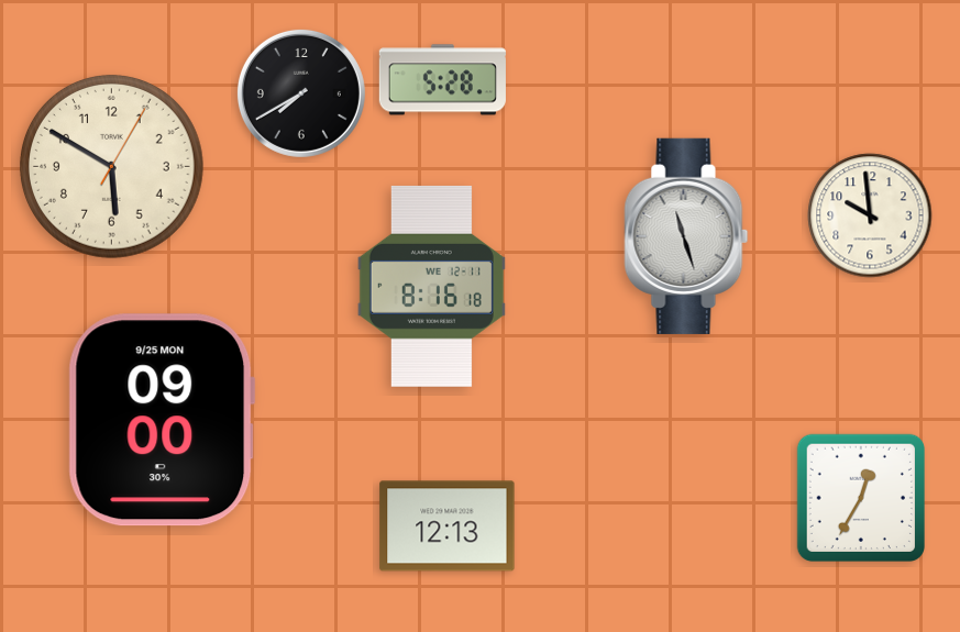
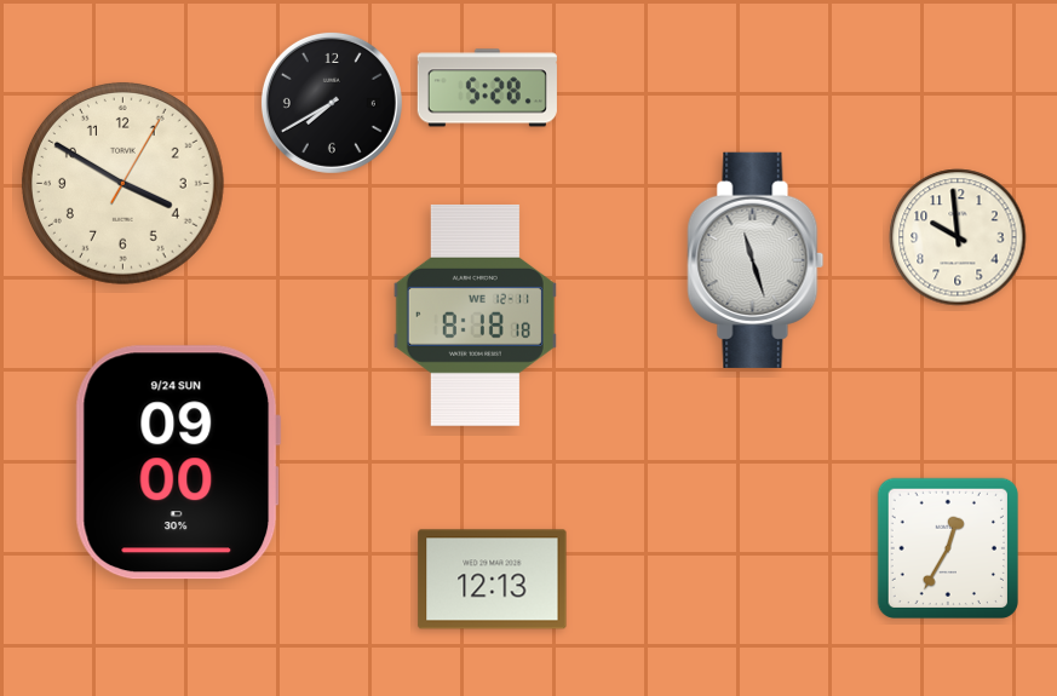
clock at (111, 166): 5:50 -> 3:50
clock at (431, 286): 8:16 -> 8:18
clock at (162, 420) date: 9/25 MON -> 9/24 SUN
